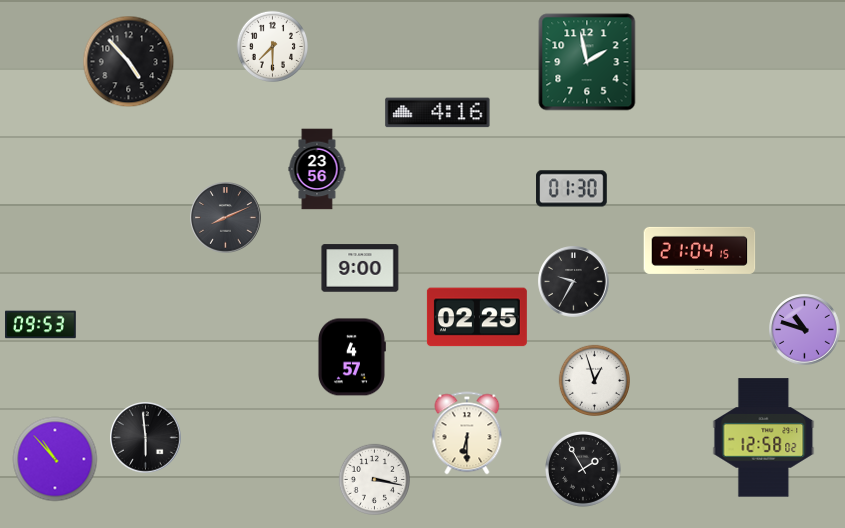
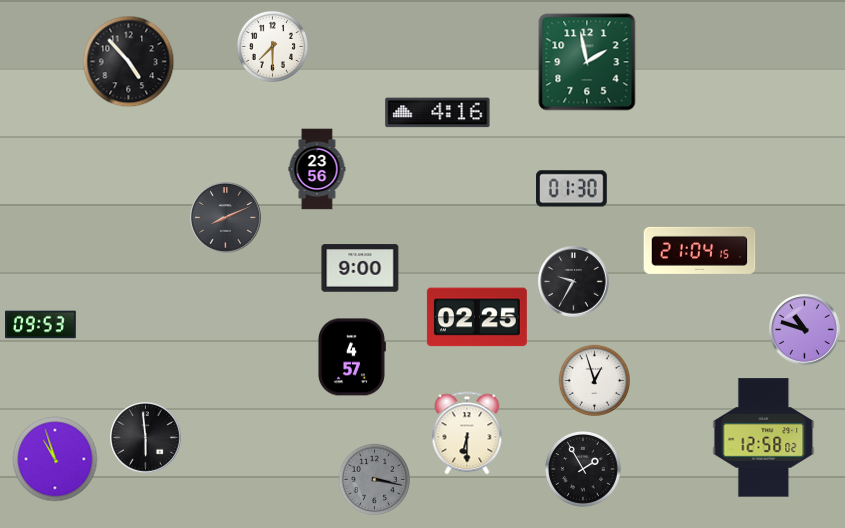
clock at (55, 459): 10:53 -> 10:57
clock at (374, 479) dial: white -> grey
